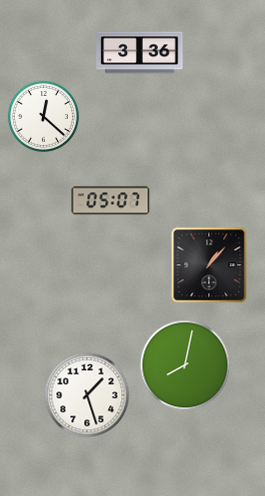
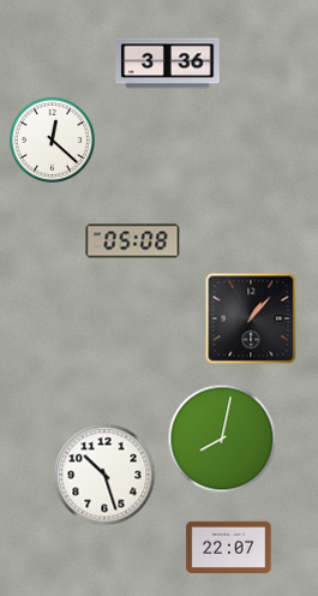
clock at (111, 201): 05:07 -> 05:08
clock at (87, 395): 1:27 -> 10:27
clock at (229, 547): none -> 22:07
